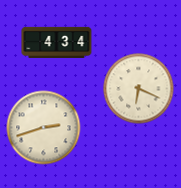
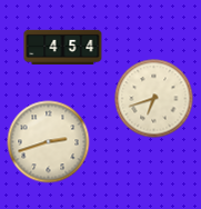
clock at (57, 42): 4:34 -> 4:54
clock at (139, 89): 6:19 -> 6:42
